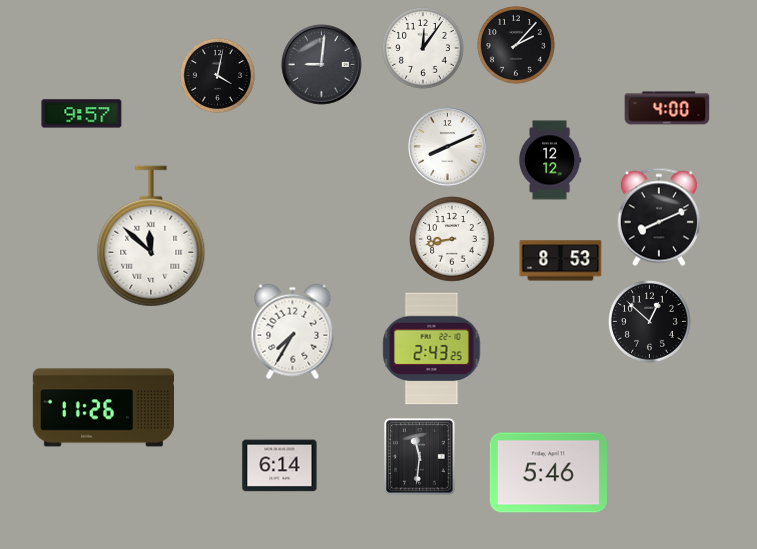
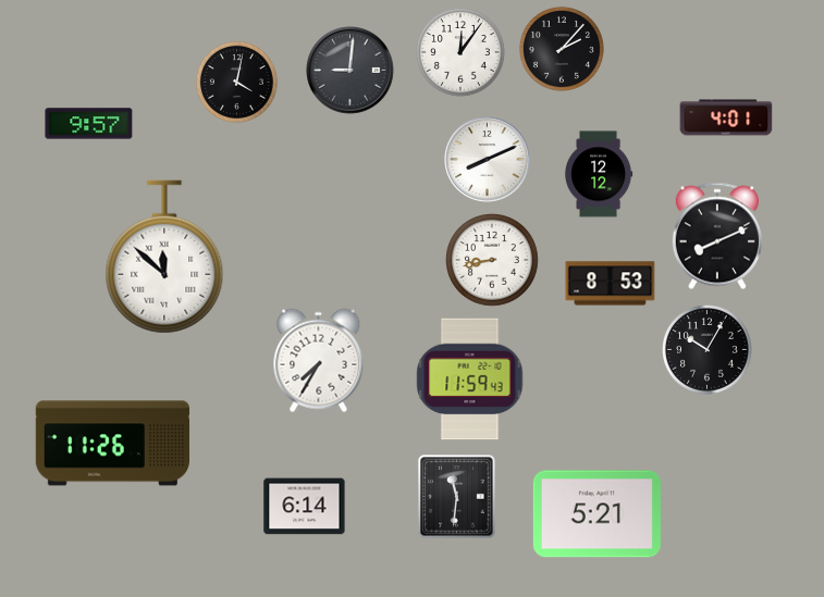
clock at (667, 108): 4:00 -> 4:01
clock at (650, 322): 12:52 -> 10:05
clock at (432, 349): 2:43 -> 11:59
clock at (548, 473): 5:46 -> 5:21
